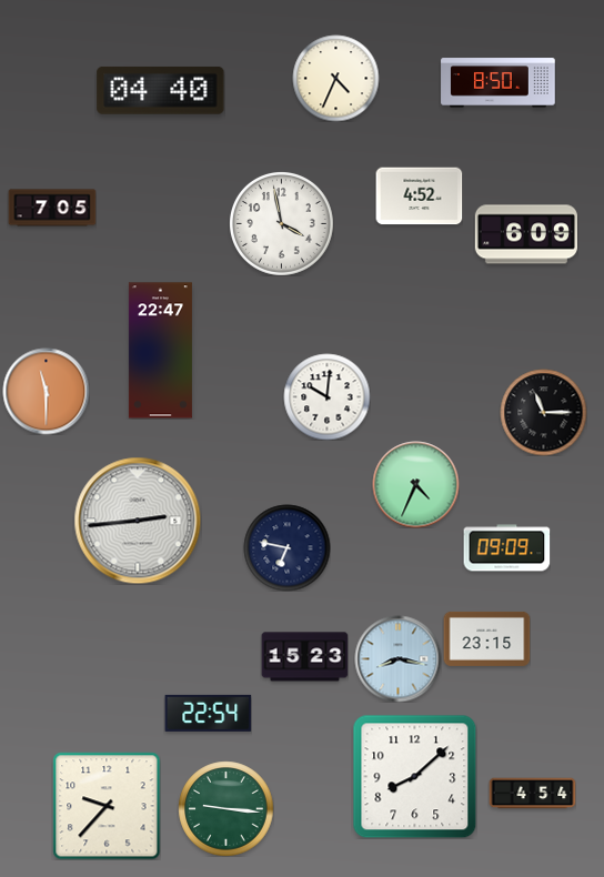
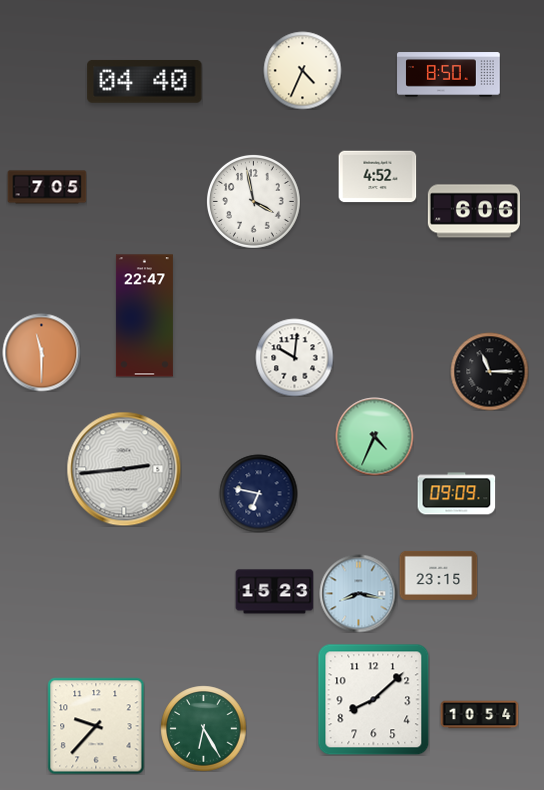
clock at (526, 234): 6:09 -> 6:06
clock at (208, 713): 22:54 -> none
clock at (532, 794): 4:54 -> 10:54
clock at (225, 808): 9:16 -> 6:25
